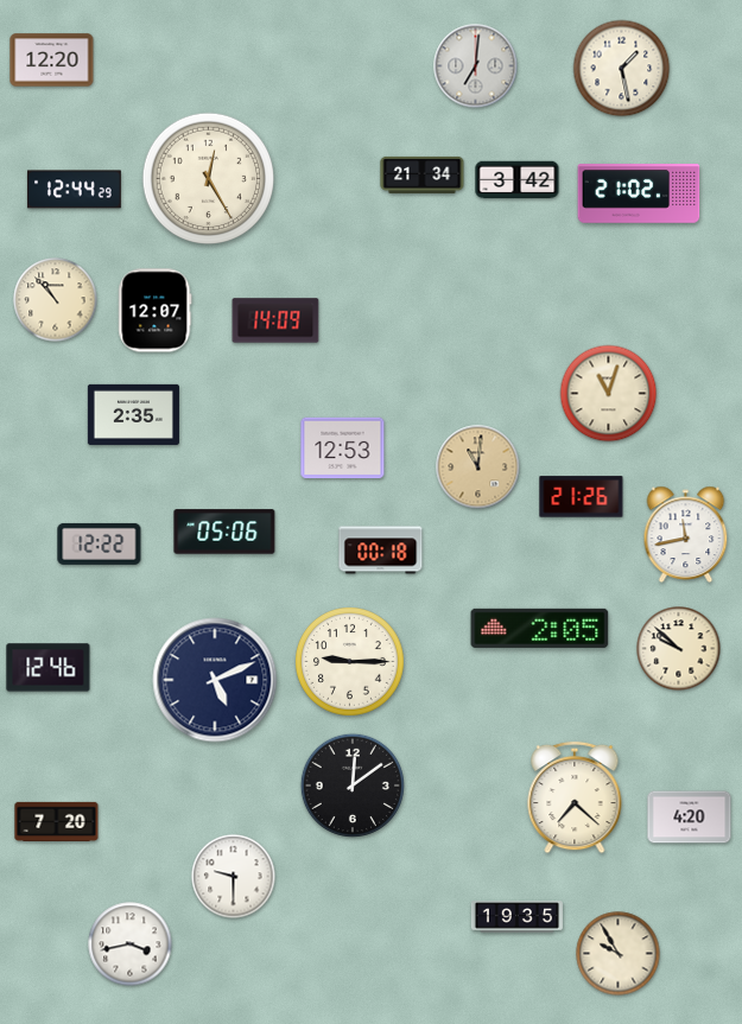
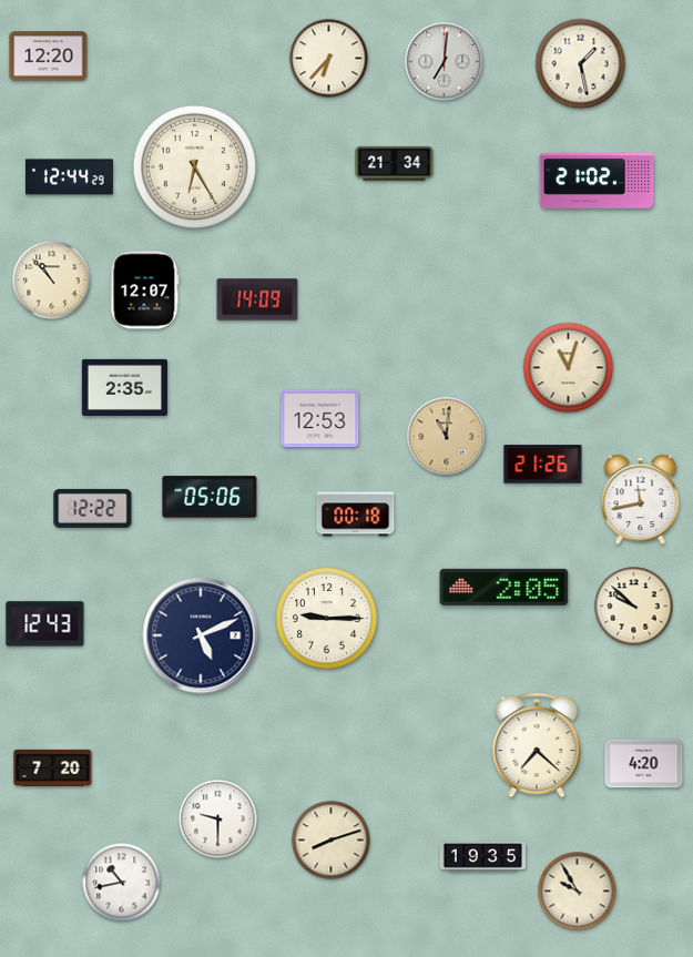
clock at (329, 59): none -> 6:37
clock at (208, 178): 12:25 -> 6:25
clock at (518, 180): 3:42 -> none
clock at (49, 668): 12:46 -> 12:43
clock at (353, 786): 12:09 -> none
clock at (332, 841): none -> 8:12
clock at (131, 945): 3:43 -> 10:43
